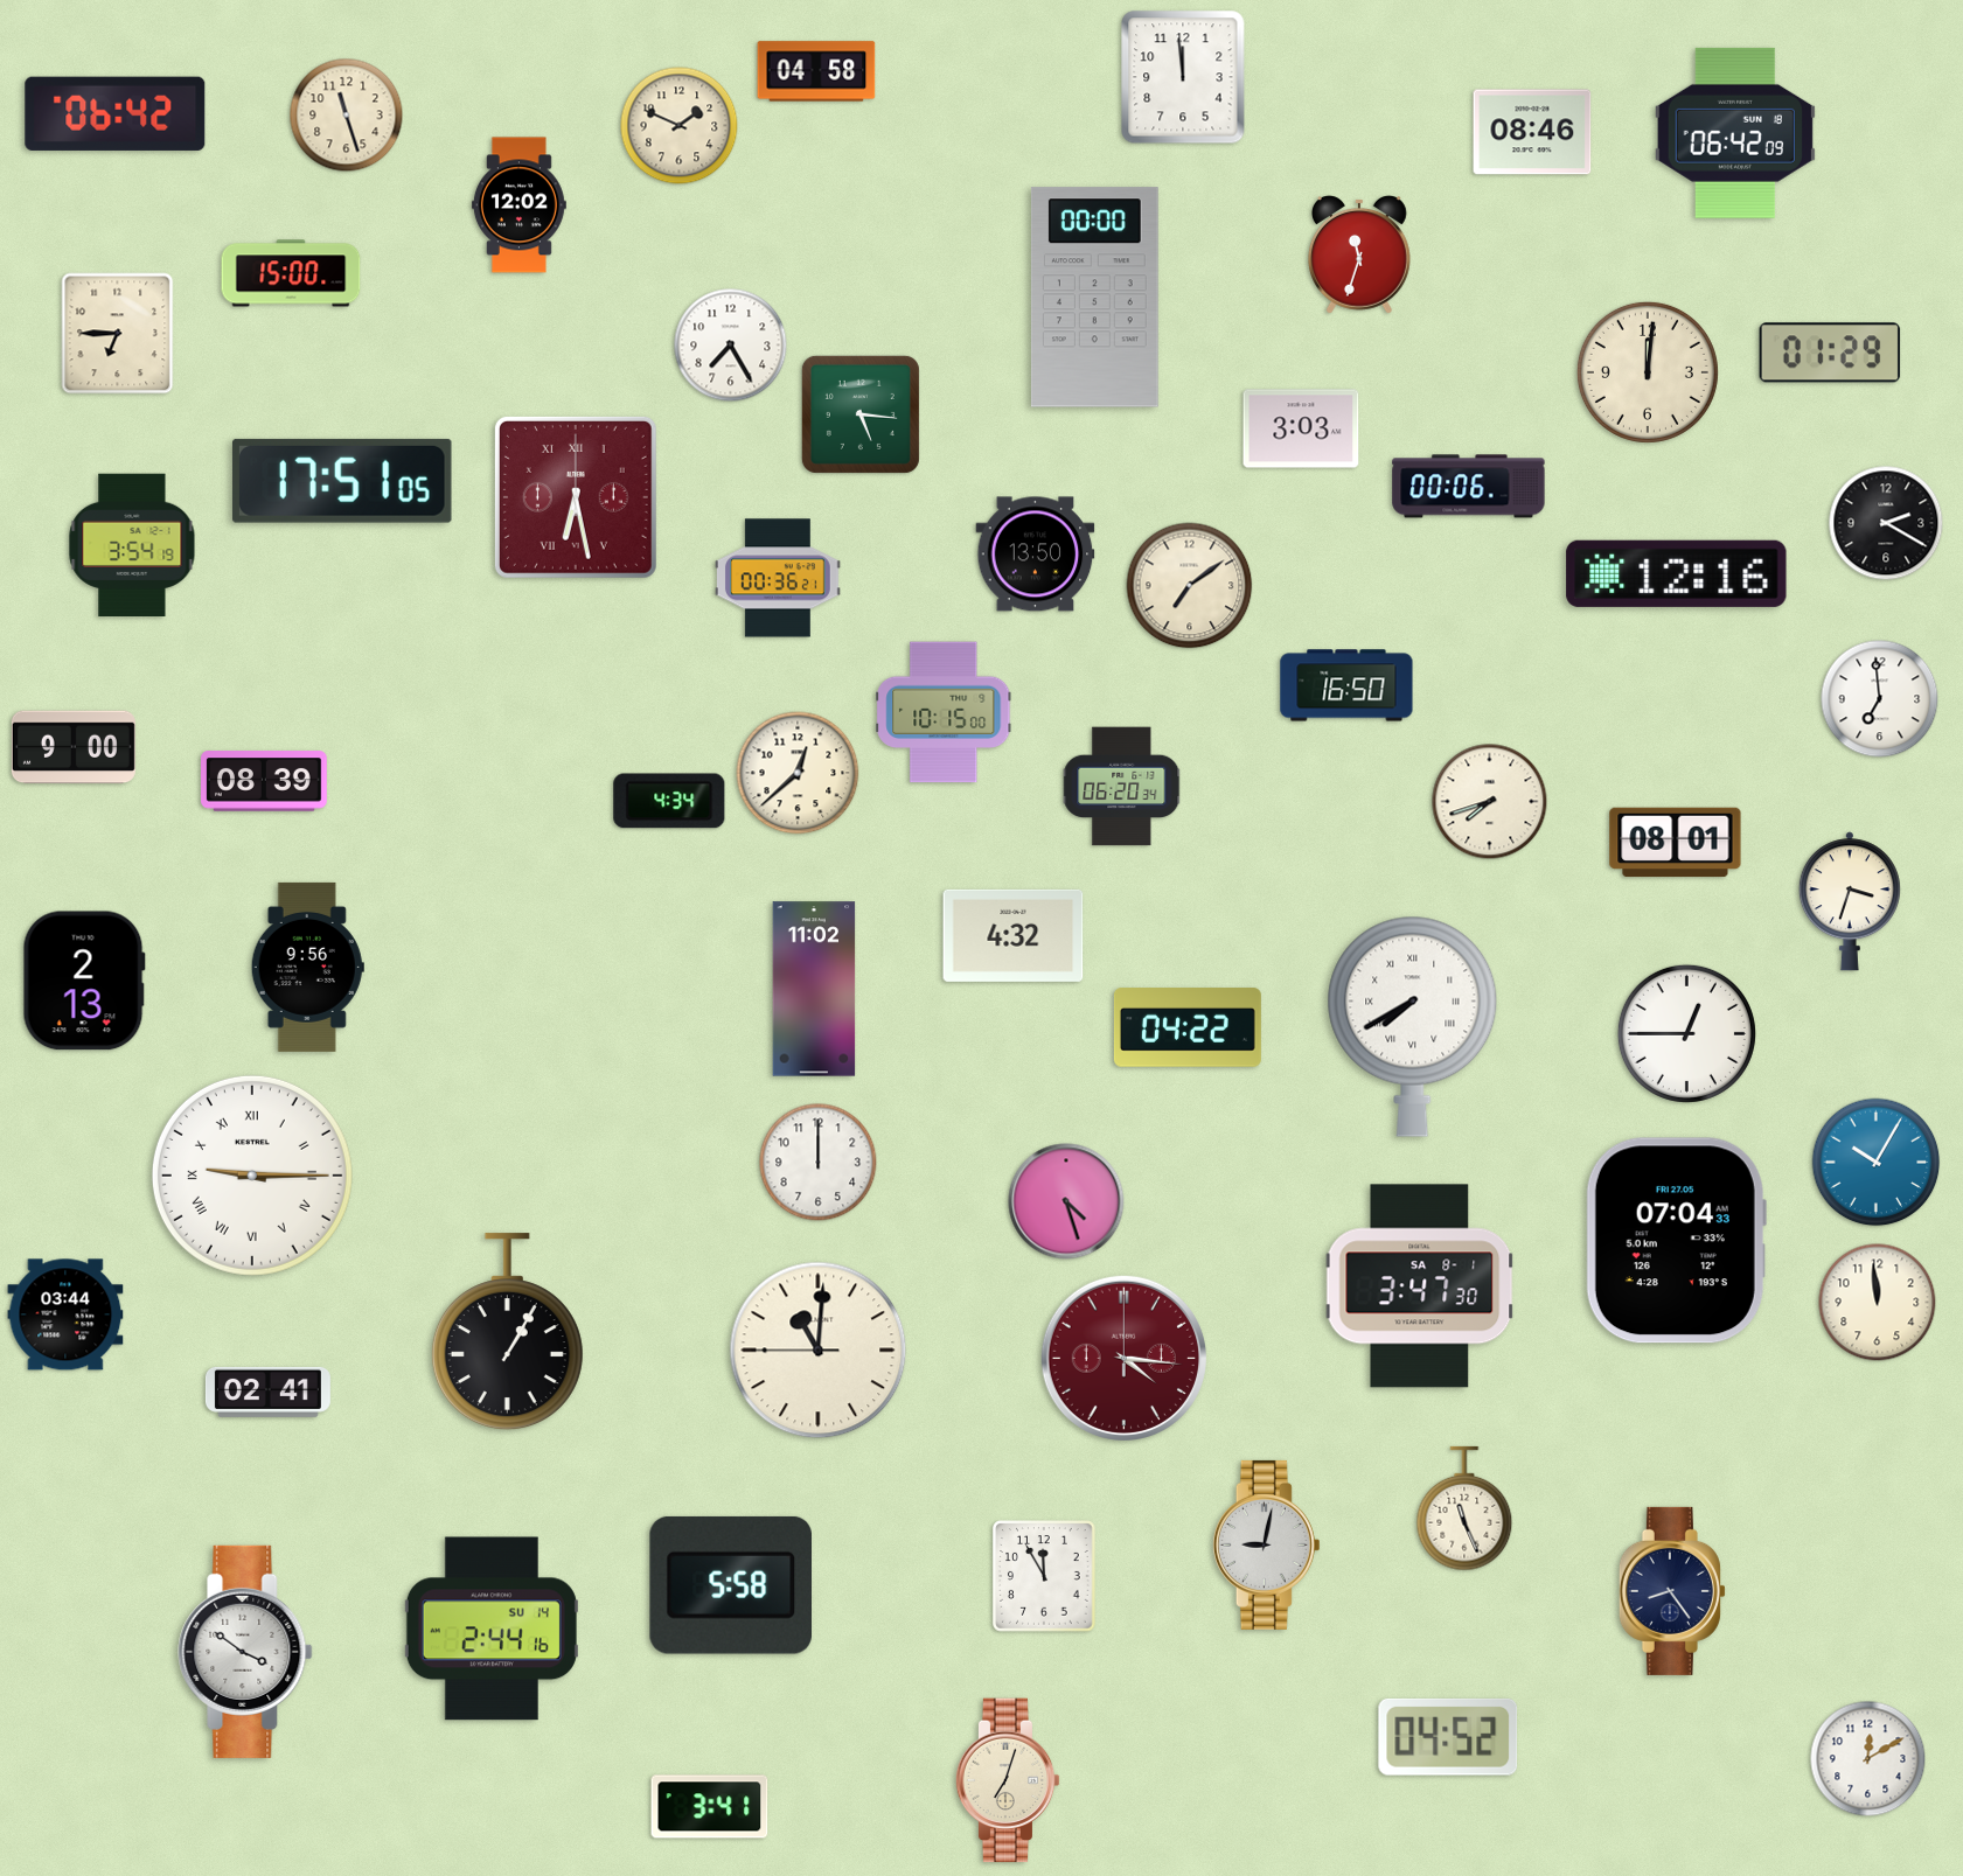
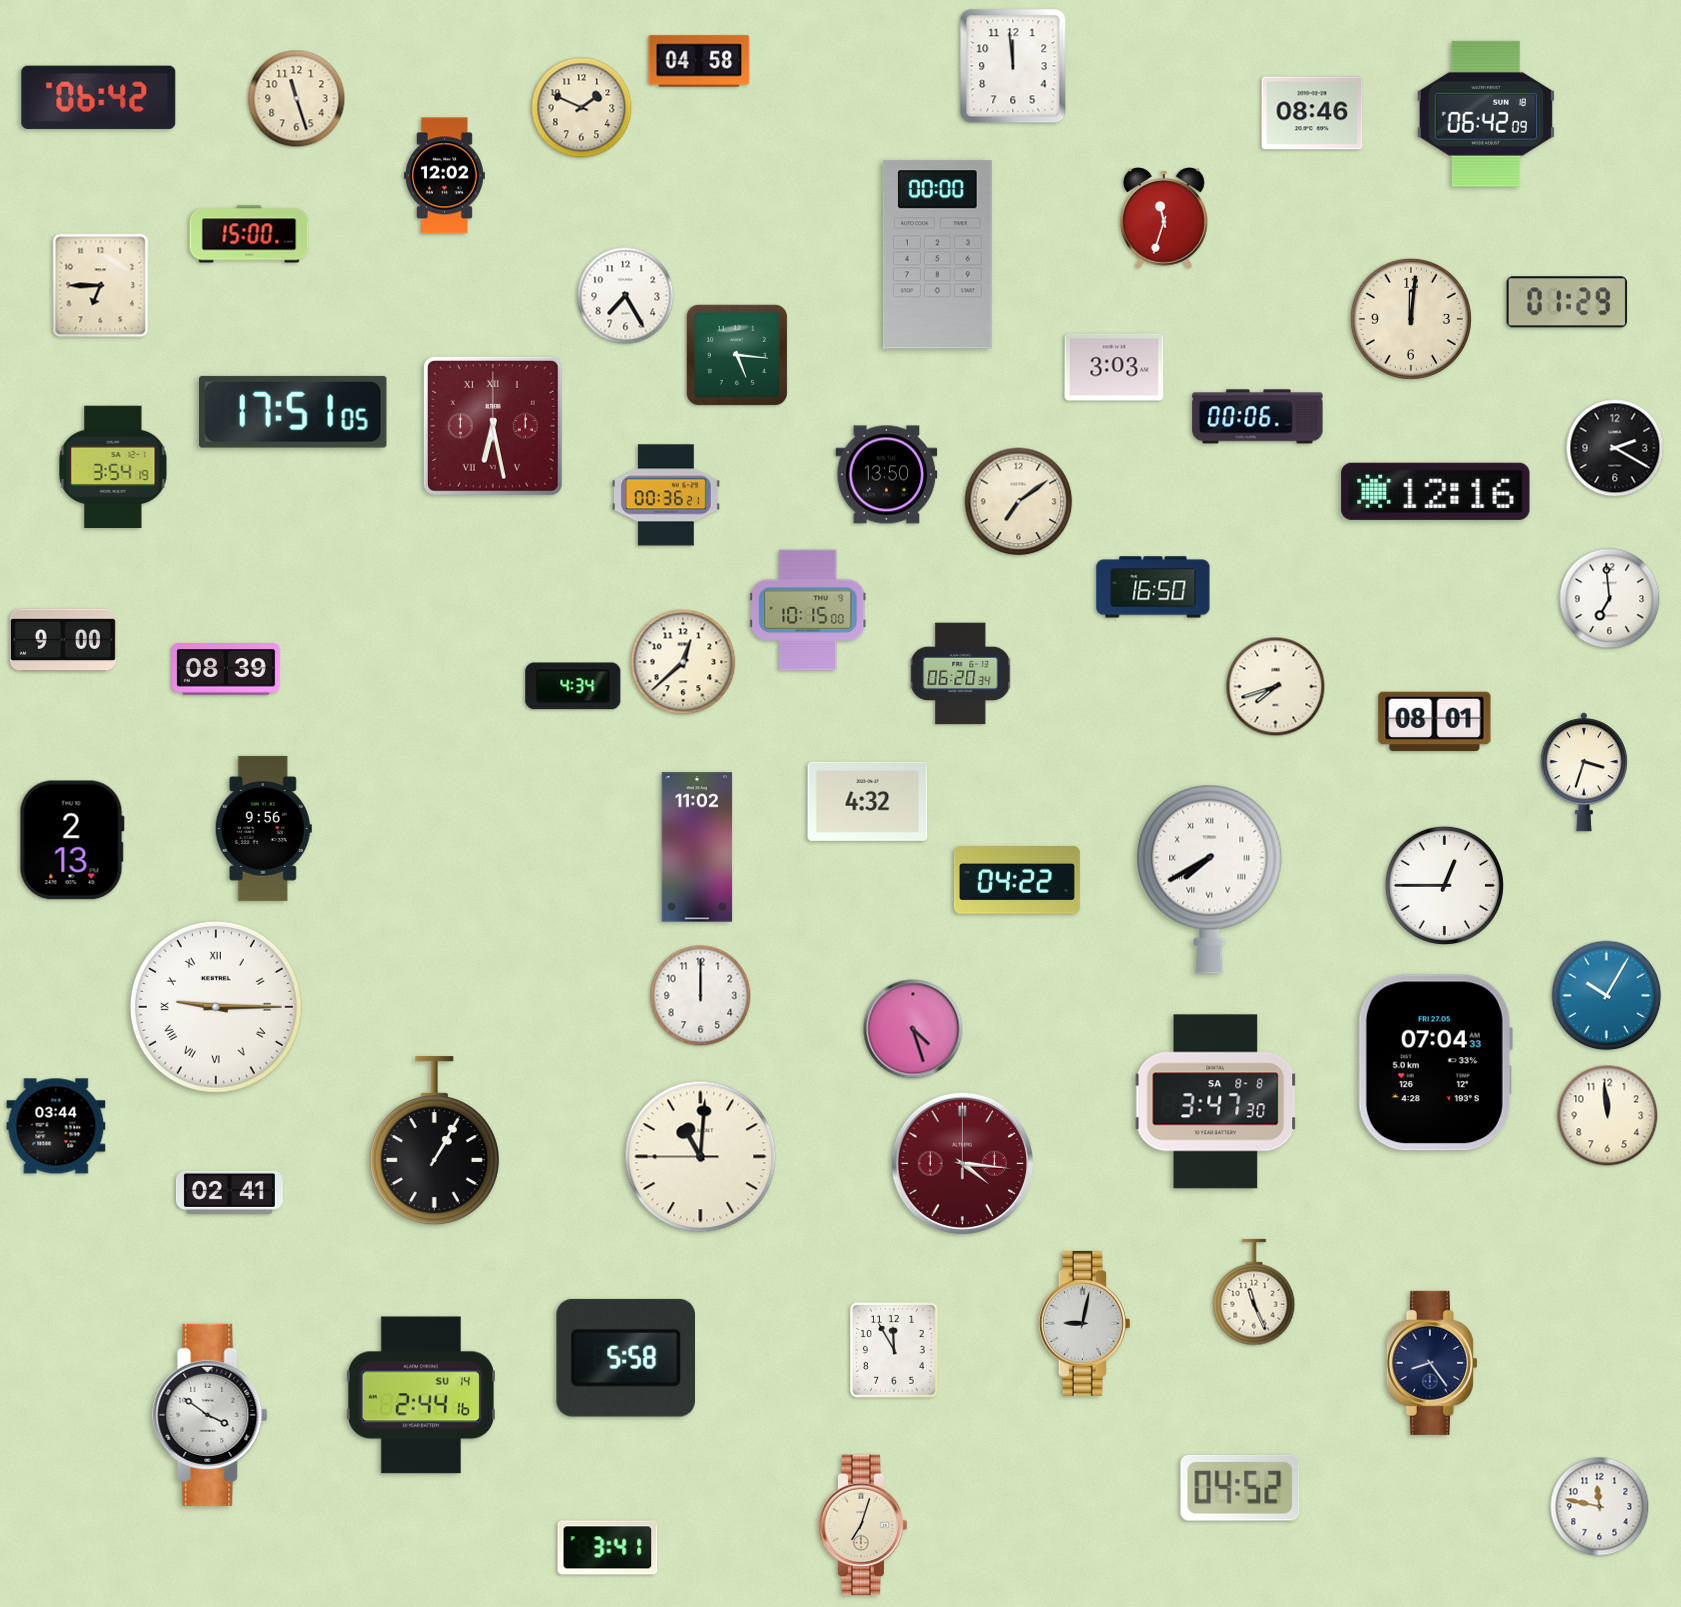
clock at (1420, 1286) date: SA 8-1 -> SA 8-8
clock at (1868, 1759): 12:10 -> 11:47
